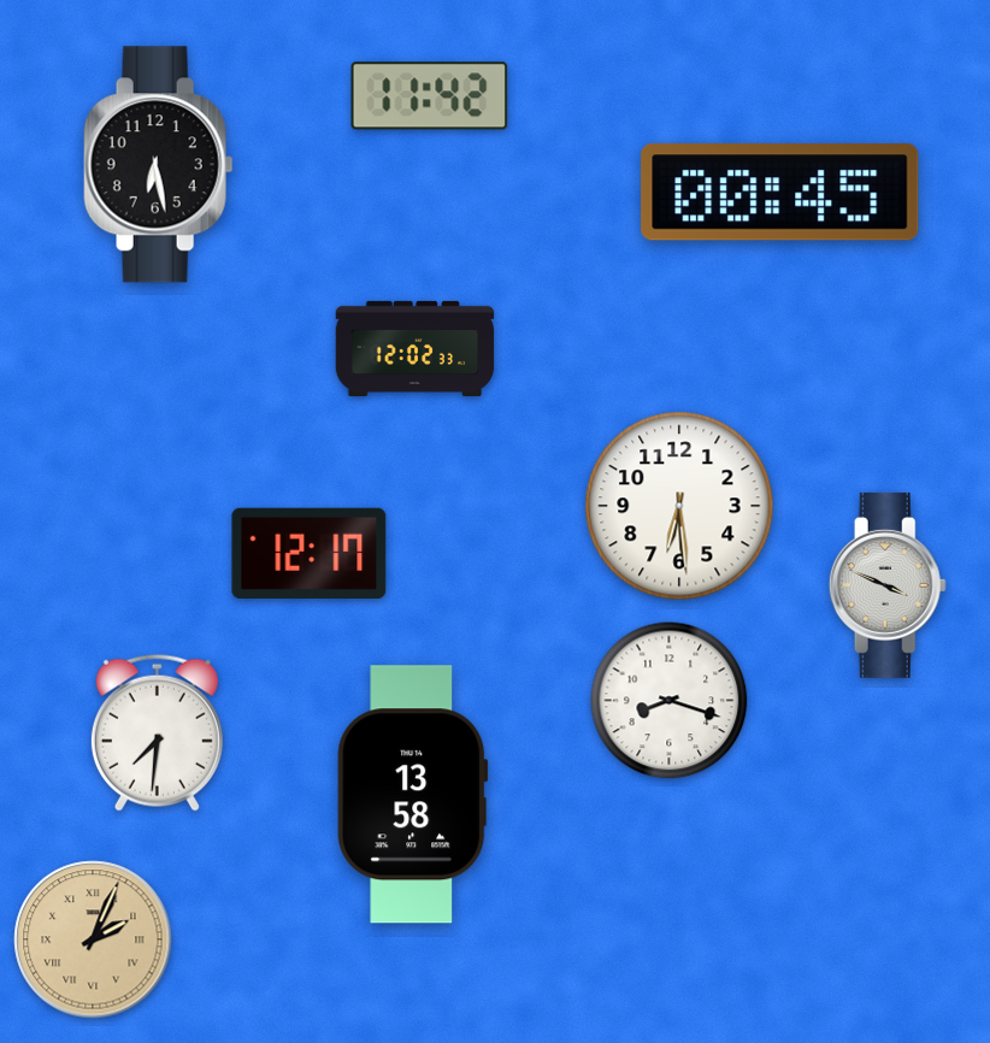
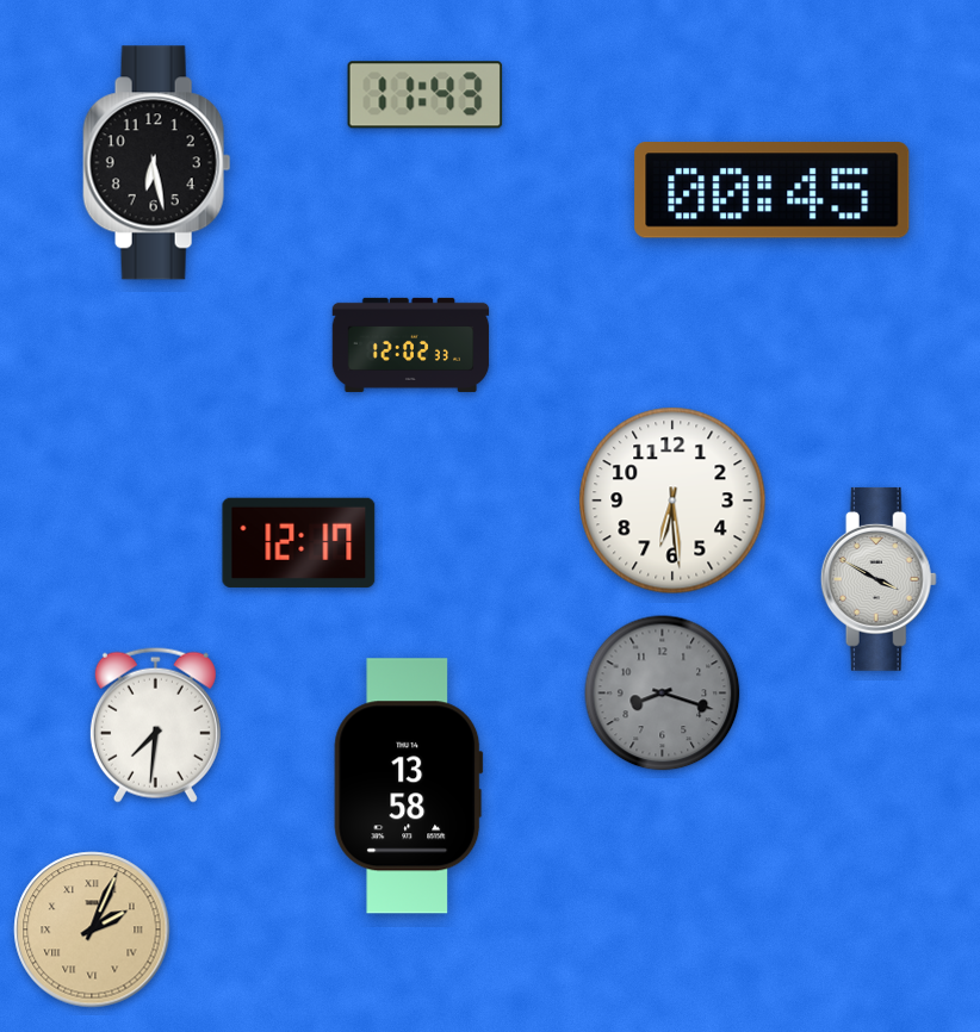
clock at (430, 96): 11:42 -> 11:43
clock at (310, 553) position: (310, 553) -> (299, 542)
clock at (888, 585): 3:49 -> 3:50
clock at (670, 701) dial: white -> grey
